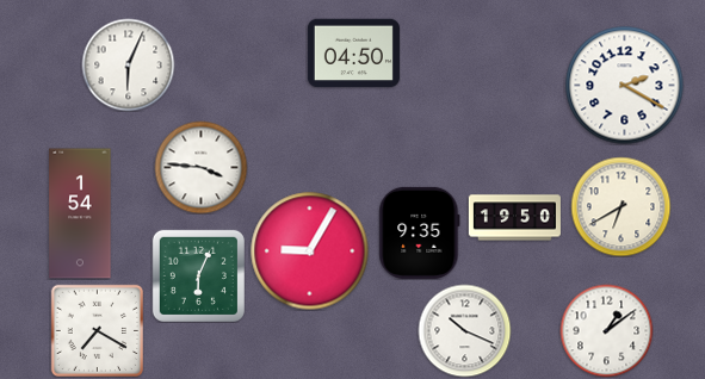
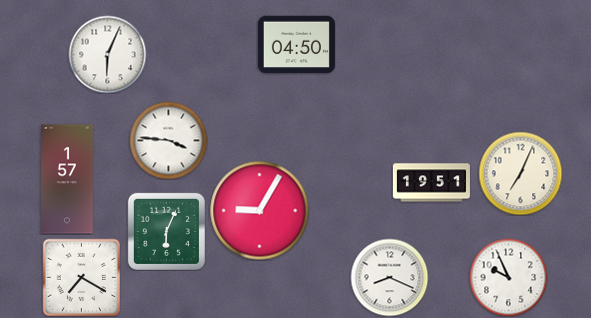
clock at (625, 86): 2:20 -> none
clock at (620, 206): 6:40 -> 7:04
clock at (80, 213): 1:54 -> 1:57
clock at (514, 218): 19:50 -> 19:51
clock at (420, 232): 9:35 -> none
clock at (464, 330): 10:19 -> 8:19
clock at (606, 330): 1:09 -> 9:56
